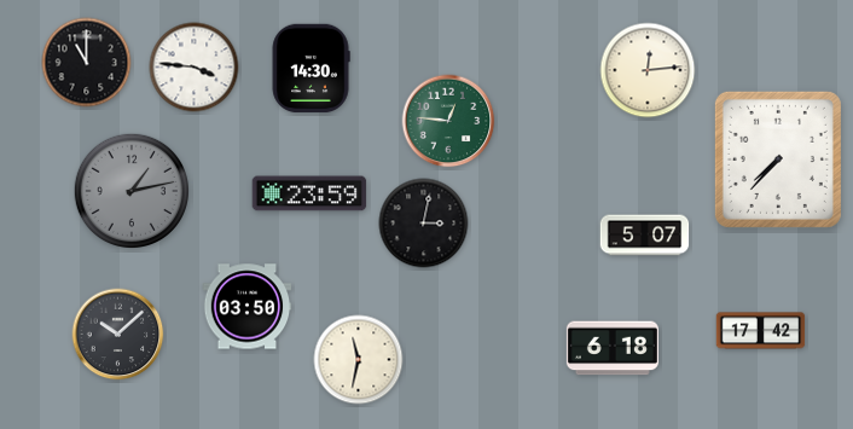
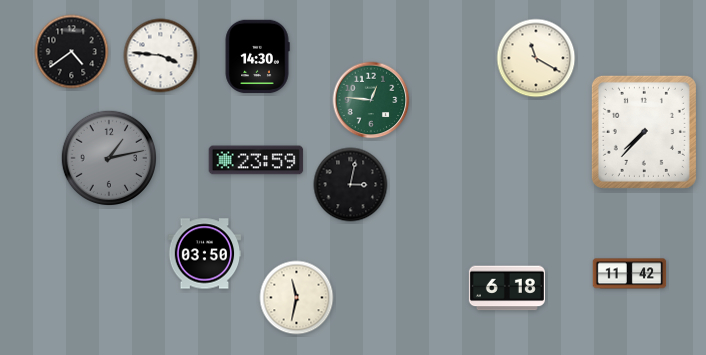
clock at (87, 63): 11:00 -> 4:39
clock at (648, 70): 12:14 -> 11:20
clock at (645, 236): 5:07 -> none
clock at (761, 331): 17:42 -> 11:42
clock at (118, 335): 10:08 -> none
